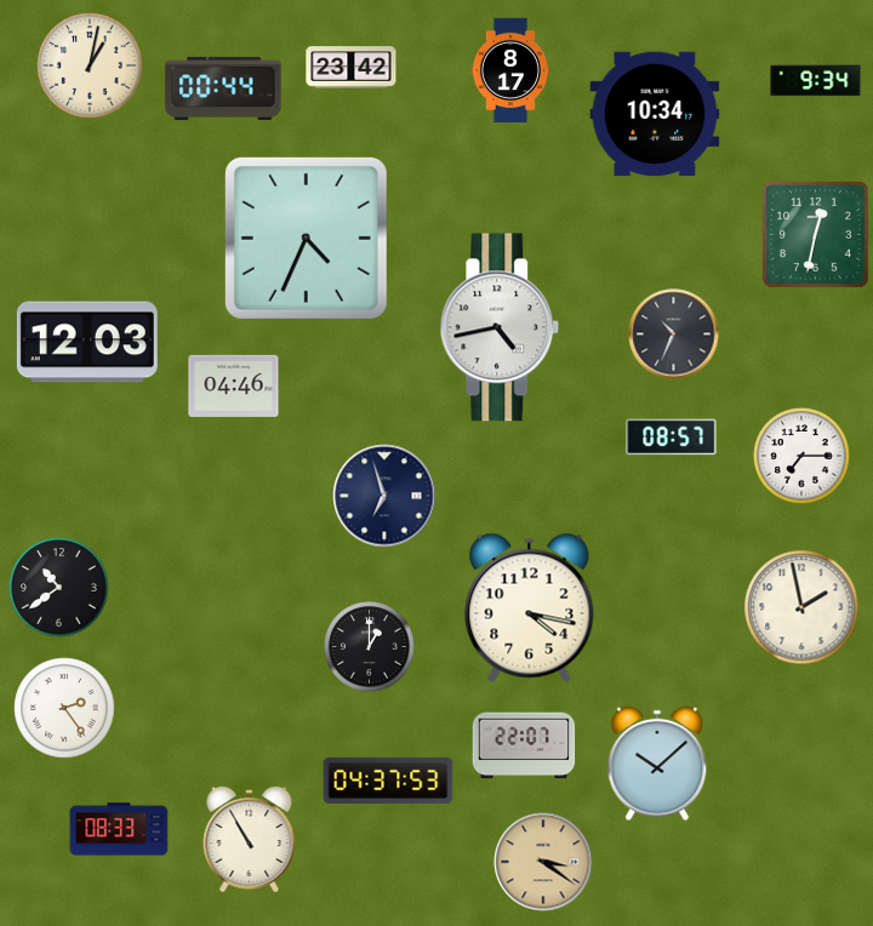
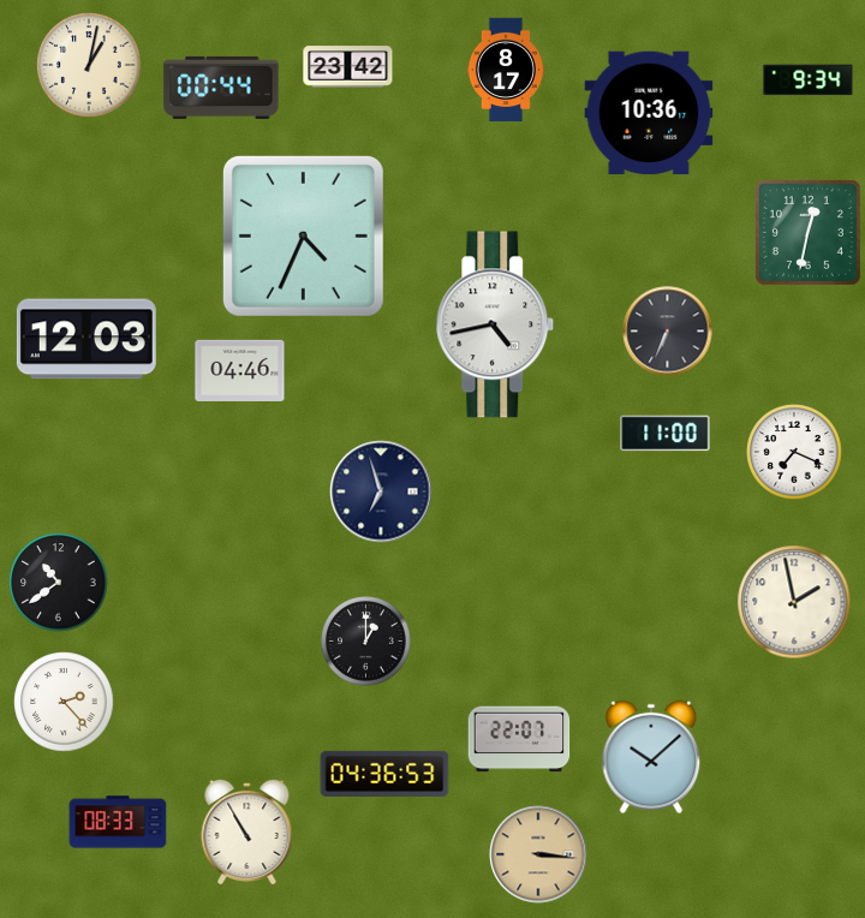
clock at (655, 114): 10:34 -> 10:36
clock at (674, 335): 10:34 -> 6:34
clock at (234, 385) position: (234, 385) -> (240, 370)
clock at (672, 438): 08:57 -> 11:00
clock at (801, 456): 7:15 -> 7:19
clock at (530, 607): 4:17 -> none
clock at (64, 708): 2:24 -> 2:23
clock at (388, 781): 04:37 -> 04:36
clock at (543, 862): 3:21 -> 3:16
